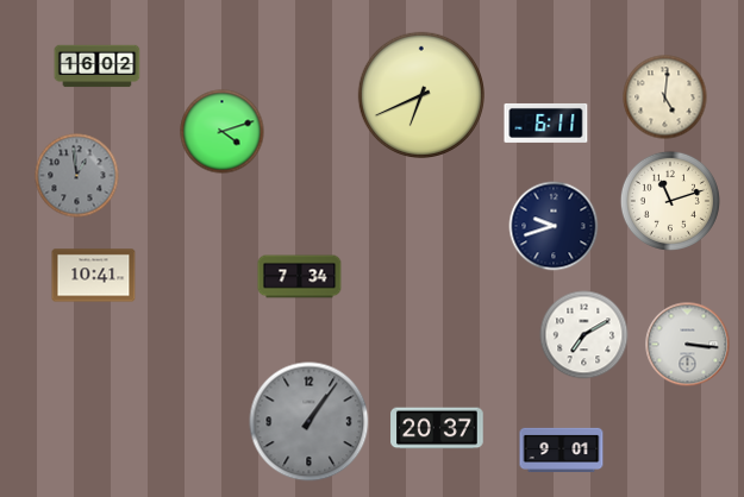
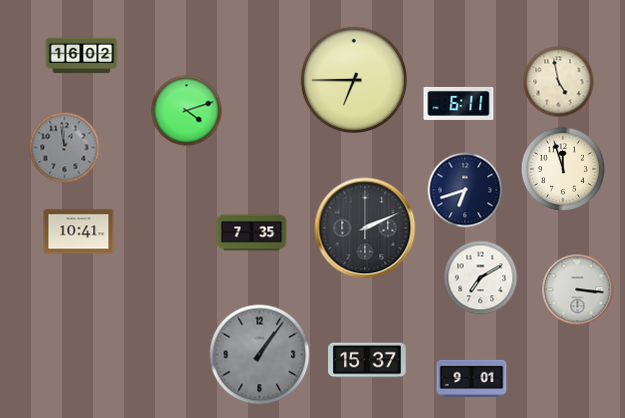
clock at (420, 94): 6:41 -> 6:45
clock at (665, 97): 5:01 -> 4:58
clock at (670, 201): 11:12 -> 11:57
clock at (554, 226): 9:42 -> 6:42
clock at (365, 228): none -> 2:11
clock at (300, 277): 7:34 -> 7:35
clock at (584, 335) position: (584, 335) -> (481, 278)
clock at (437, 428): 20:37 -> 15:37
